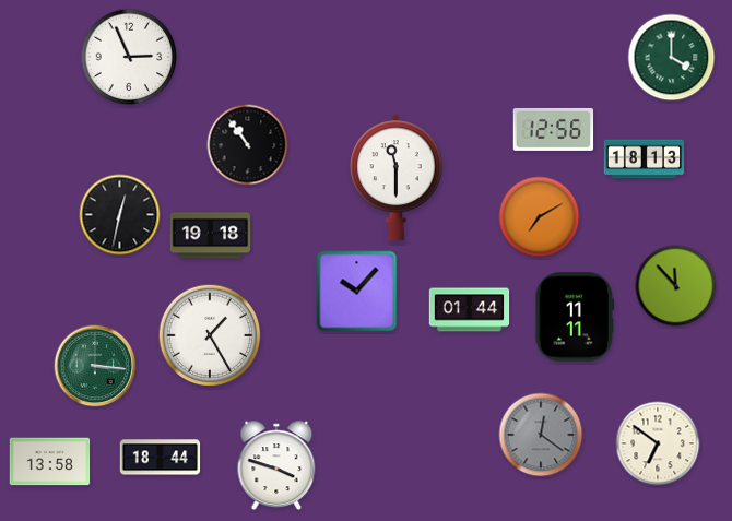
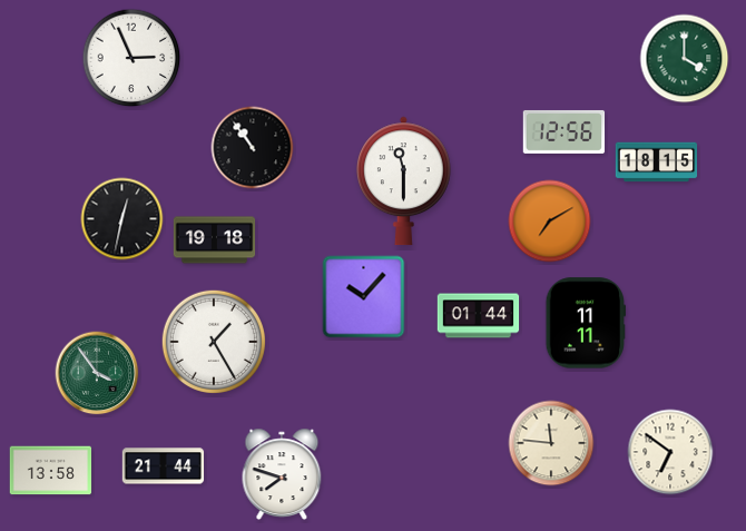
clock at (645, 159): 18:13 -> 18:15
clock at (676, 286): 11:53 -> none
clock at (95, 366): 3:16 -> 3:54
clock at (541, 435): 12:21 -> 11:46
clock at (541, 435) dial: grey -> cream
clock at (161, 458): 18:44 -> 21:44
clock at (276, 465): 3:48 -> 7:48
